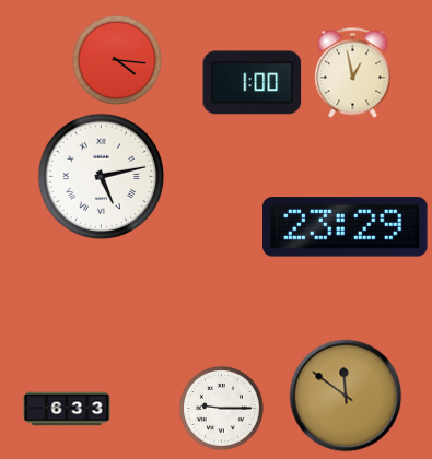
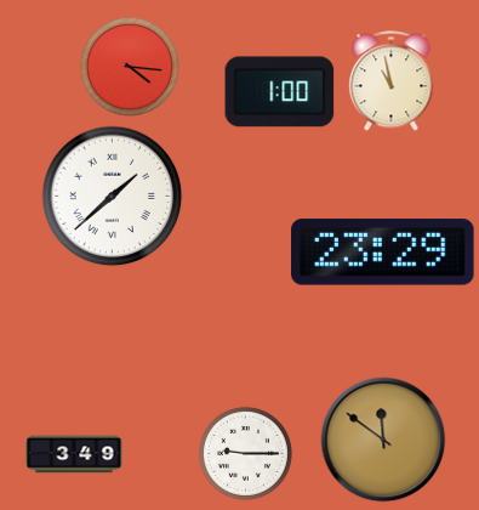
clock at (353, 73): 12:58 -> 10:58
clock at (102, 177): 5:13 -> 1:38
clock at (67, 409): 6:33 -> 3:49
